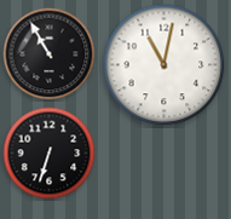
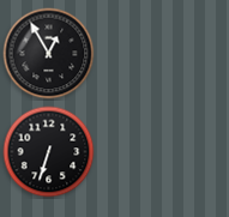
clock at (50, 54): 10:55 -> 12:55
clock at (164, 65): 11:02 -> none
